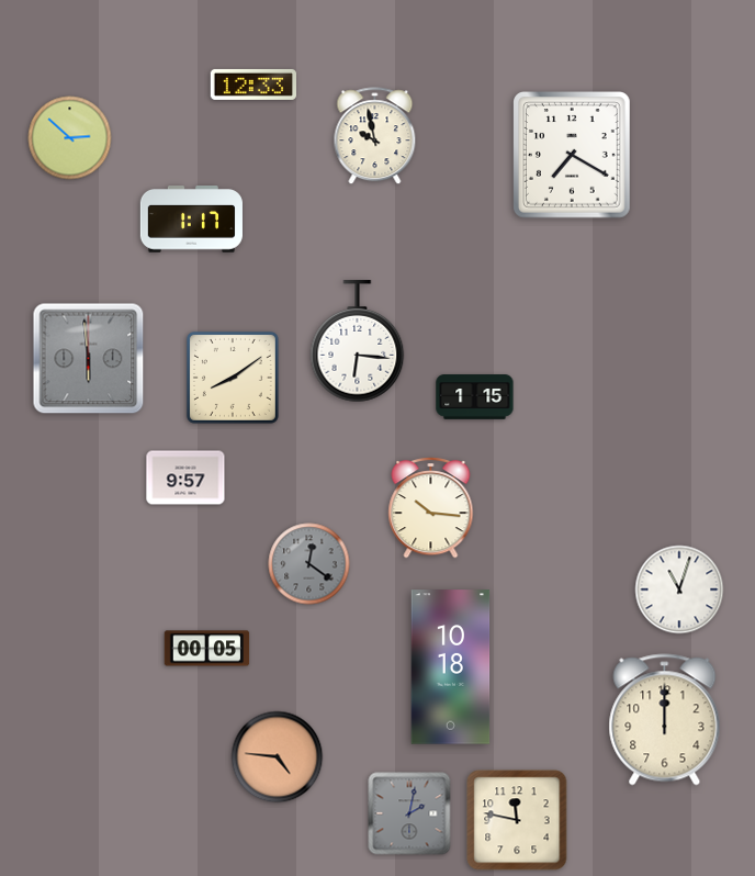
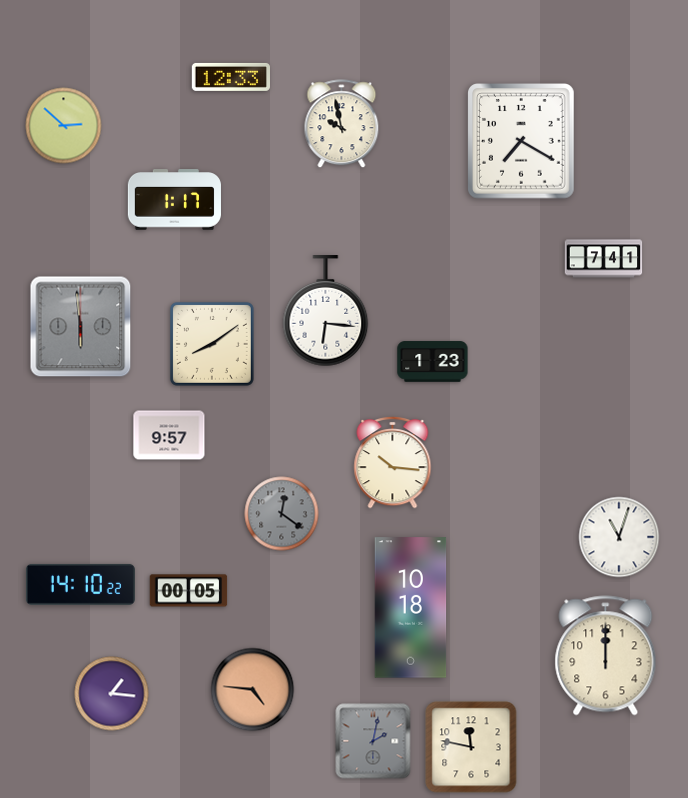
clock at (604, 259): none -> 7:41
clock at (475, 397): 1:15 -> 1:23
clock at (80, 584): none -> 14:10
clock at (112, 694): none -> 1:16
